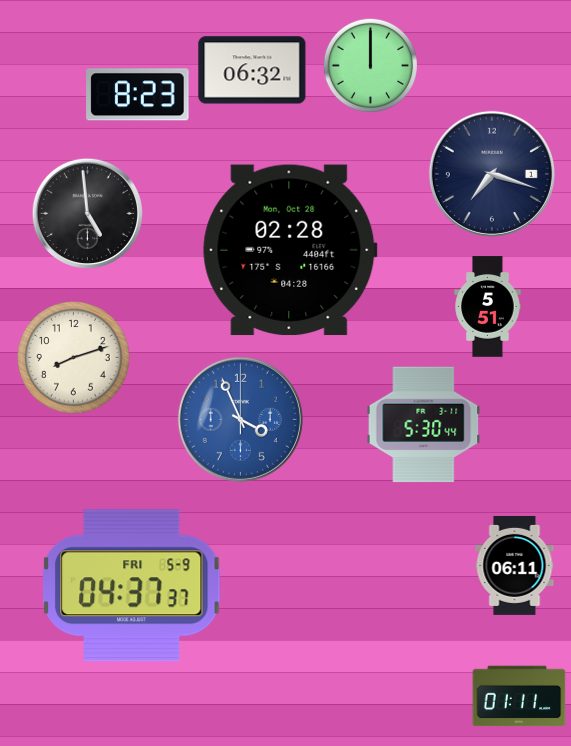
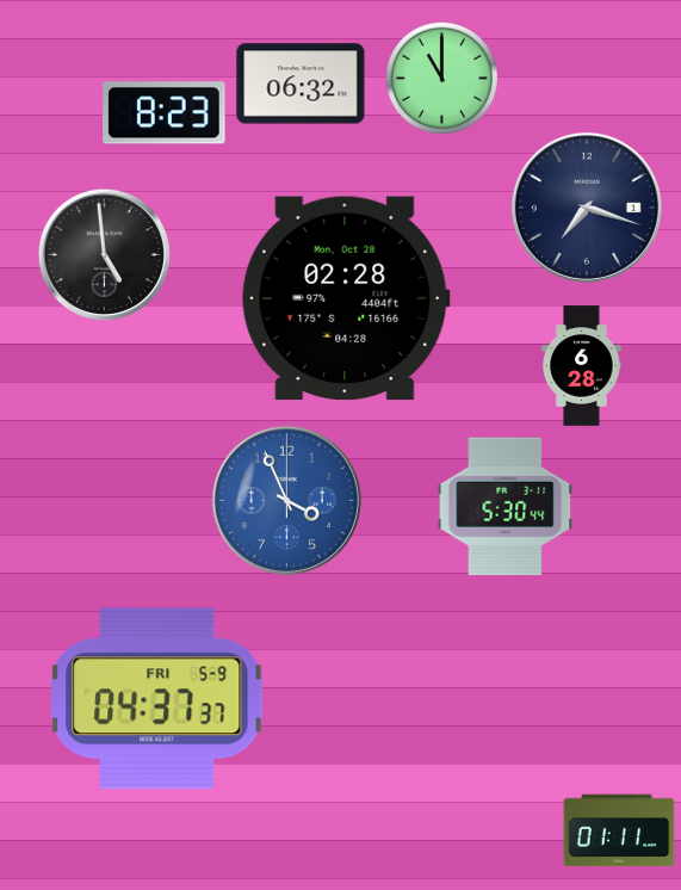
clock at (370, 65): 12:00 -> 11:00
clock at (488, 307): 5:51 -> 6:28
clock at (74, 358): 8:12 -> none
clock at (515, 565): 06:11 -> none
